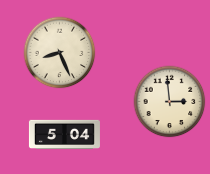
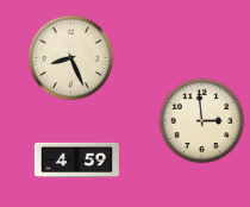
clock at (60, 53) position: (60, 53) -> (71, 58)
clock at (64, 134): 5:04 -> 4:59
